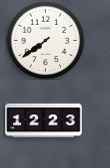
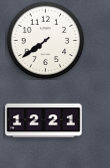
clock at (44, 121): 12:23 -> 12:21
